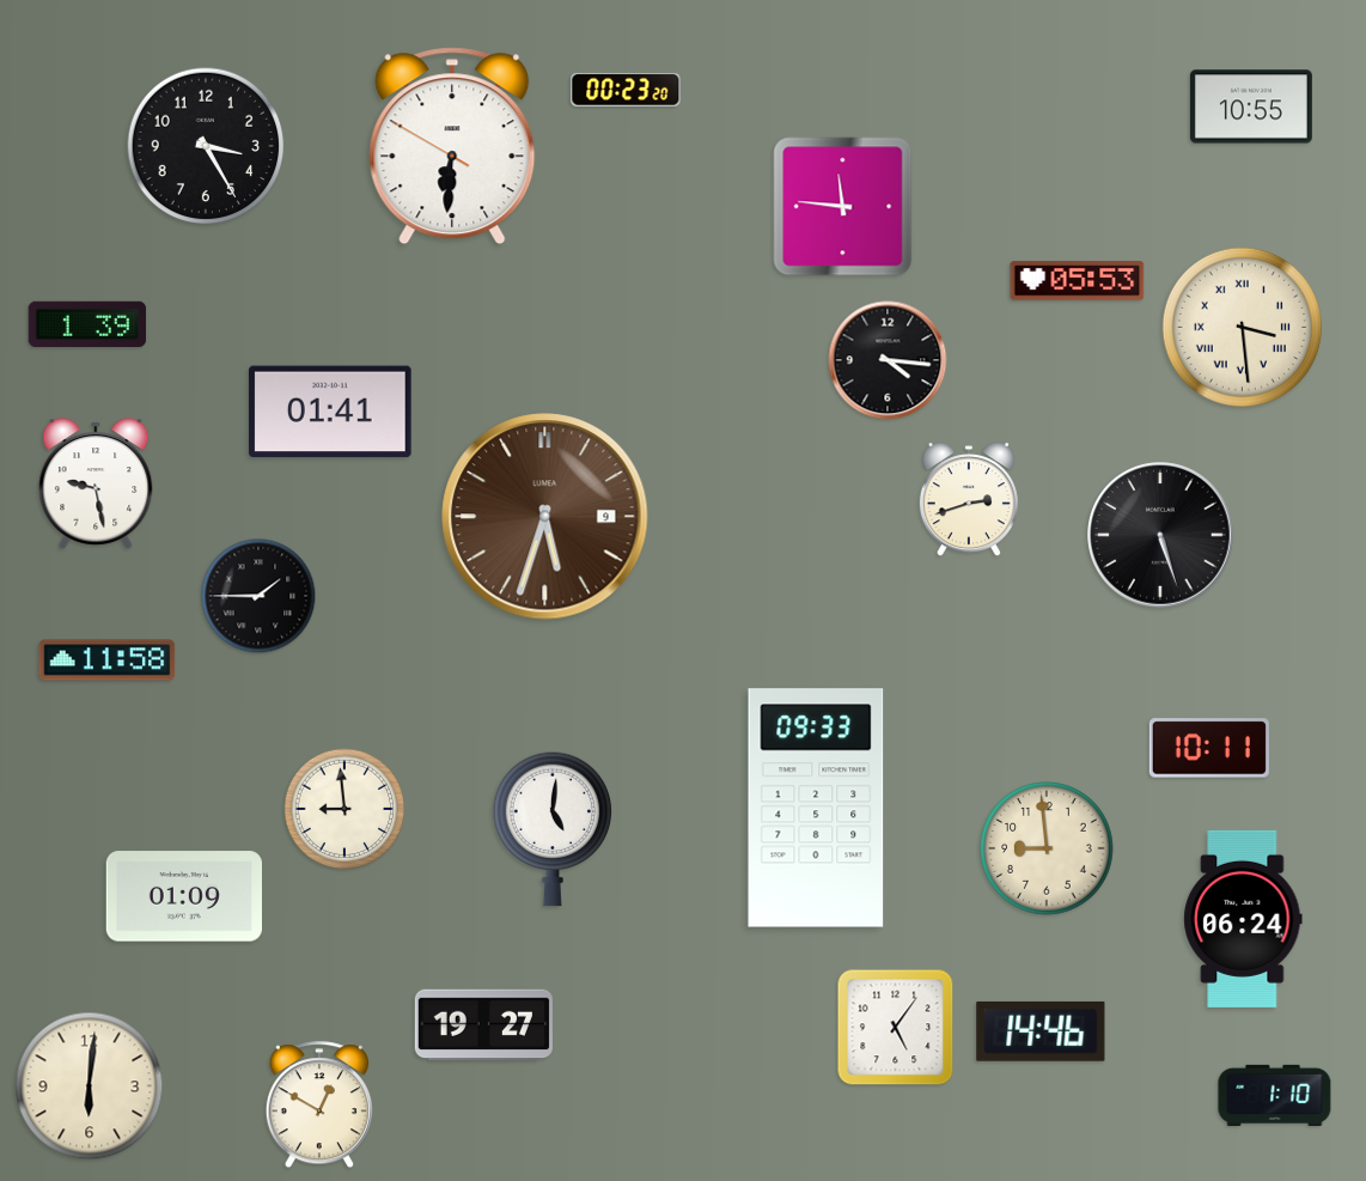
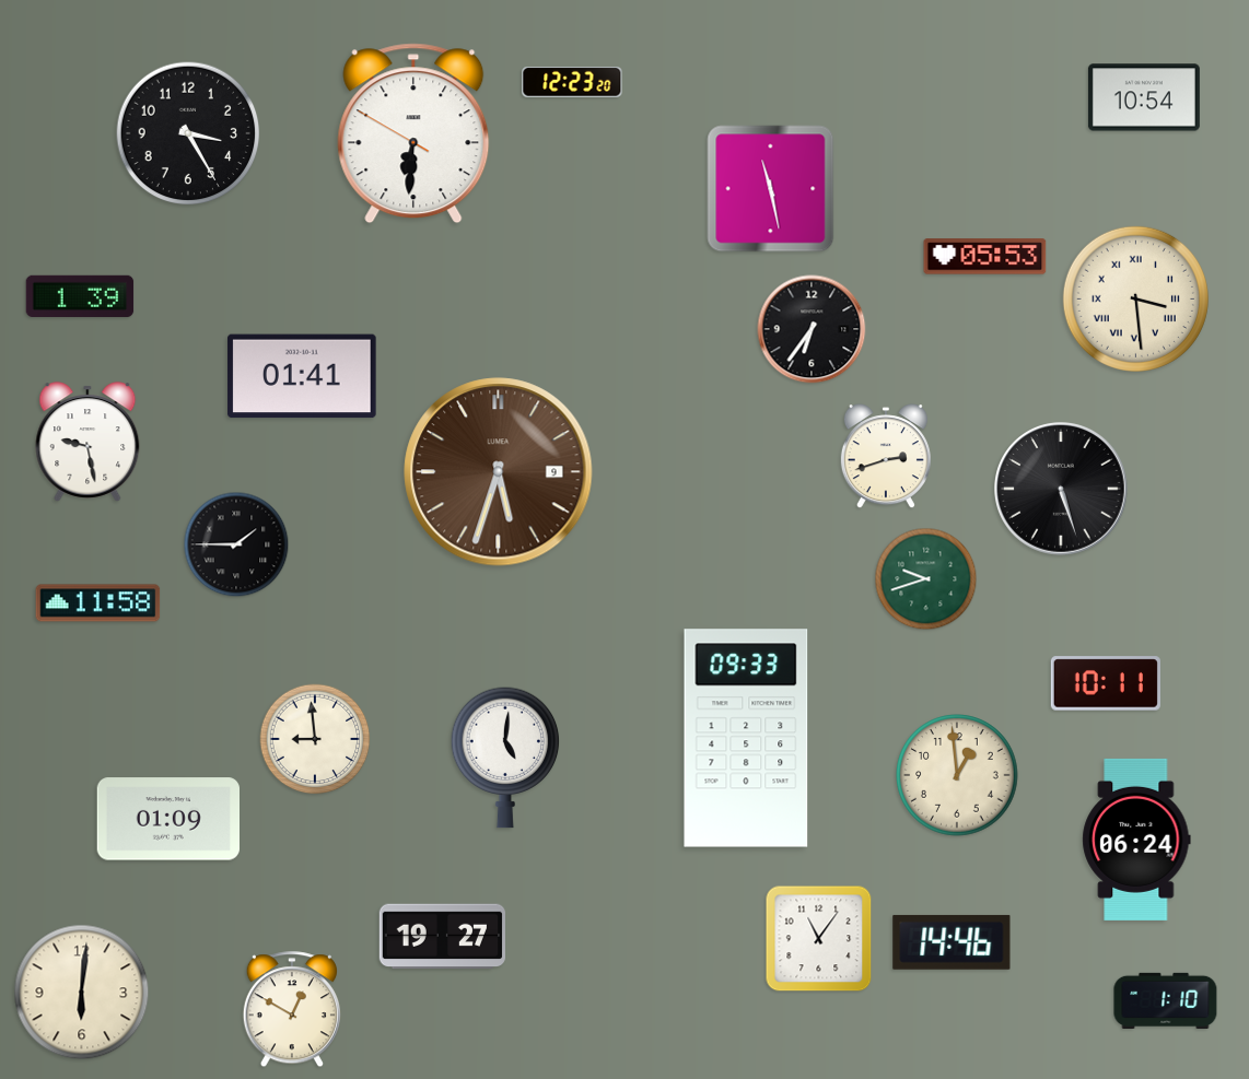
clock at (626, 90): 00:23 -> 12:23
clock at (1251, 106): 10:55 -> 10:54
clock at (843, 207): 11:46 -> 11:28
clock at (888, 360): 4:16 -> 6:36
clock at (926, 579): none -> 9:42
clock at (1047, 848): 8:59 -> 12:59
clock at (896, 1028): 5:06 -> 11:06
